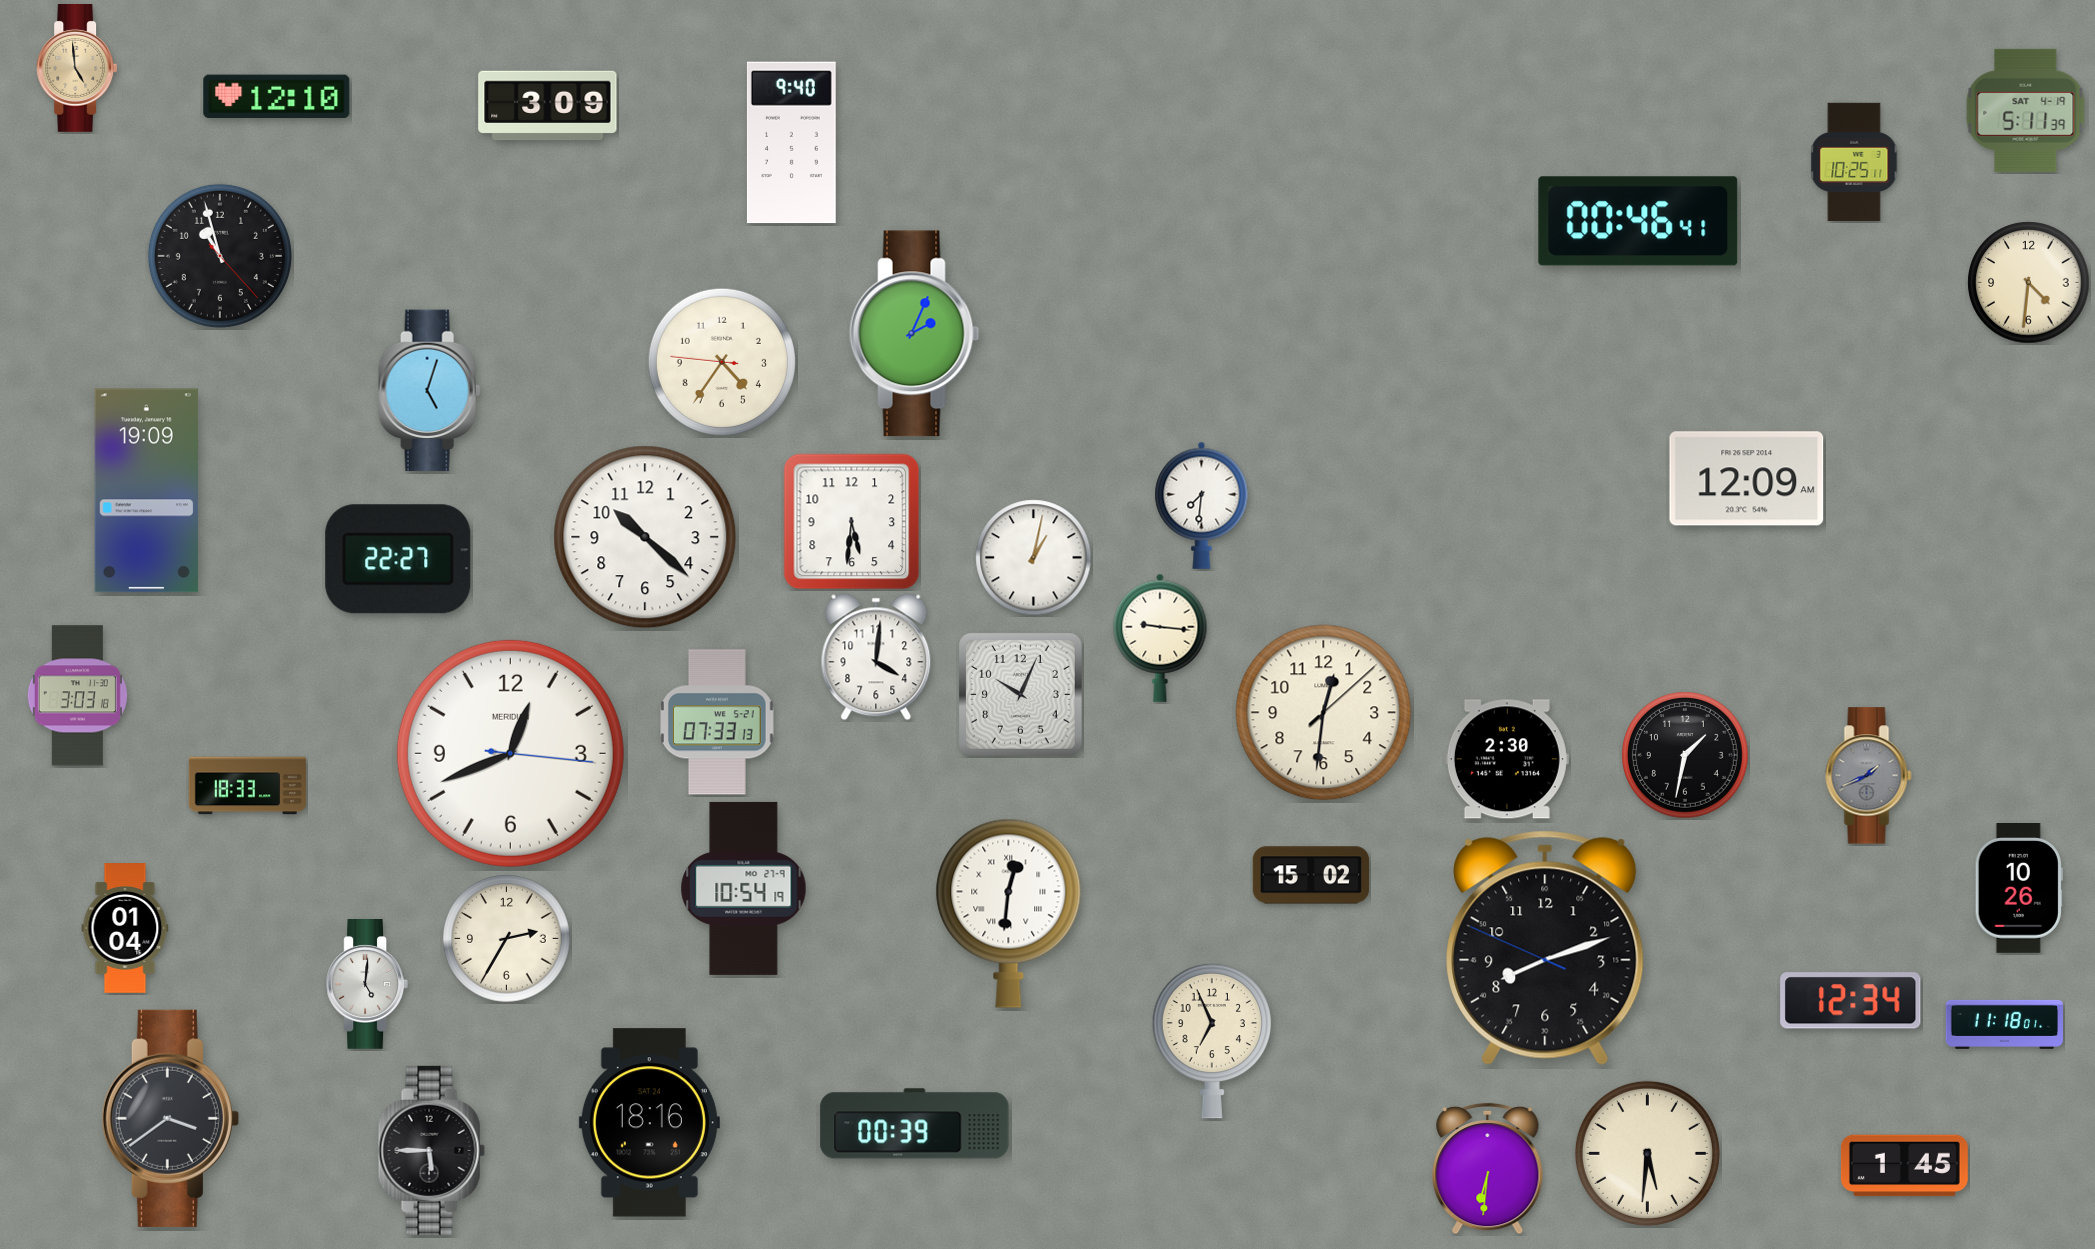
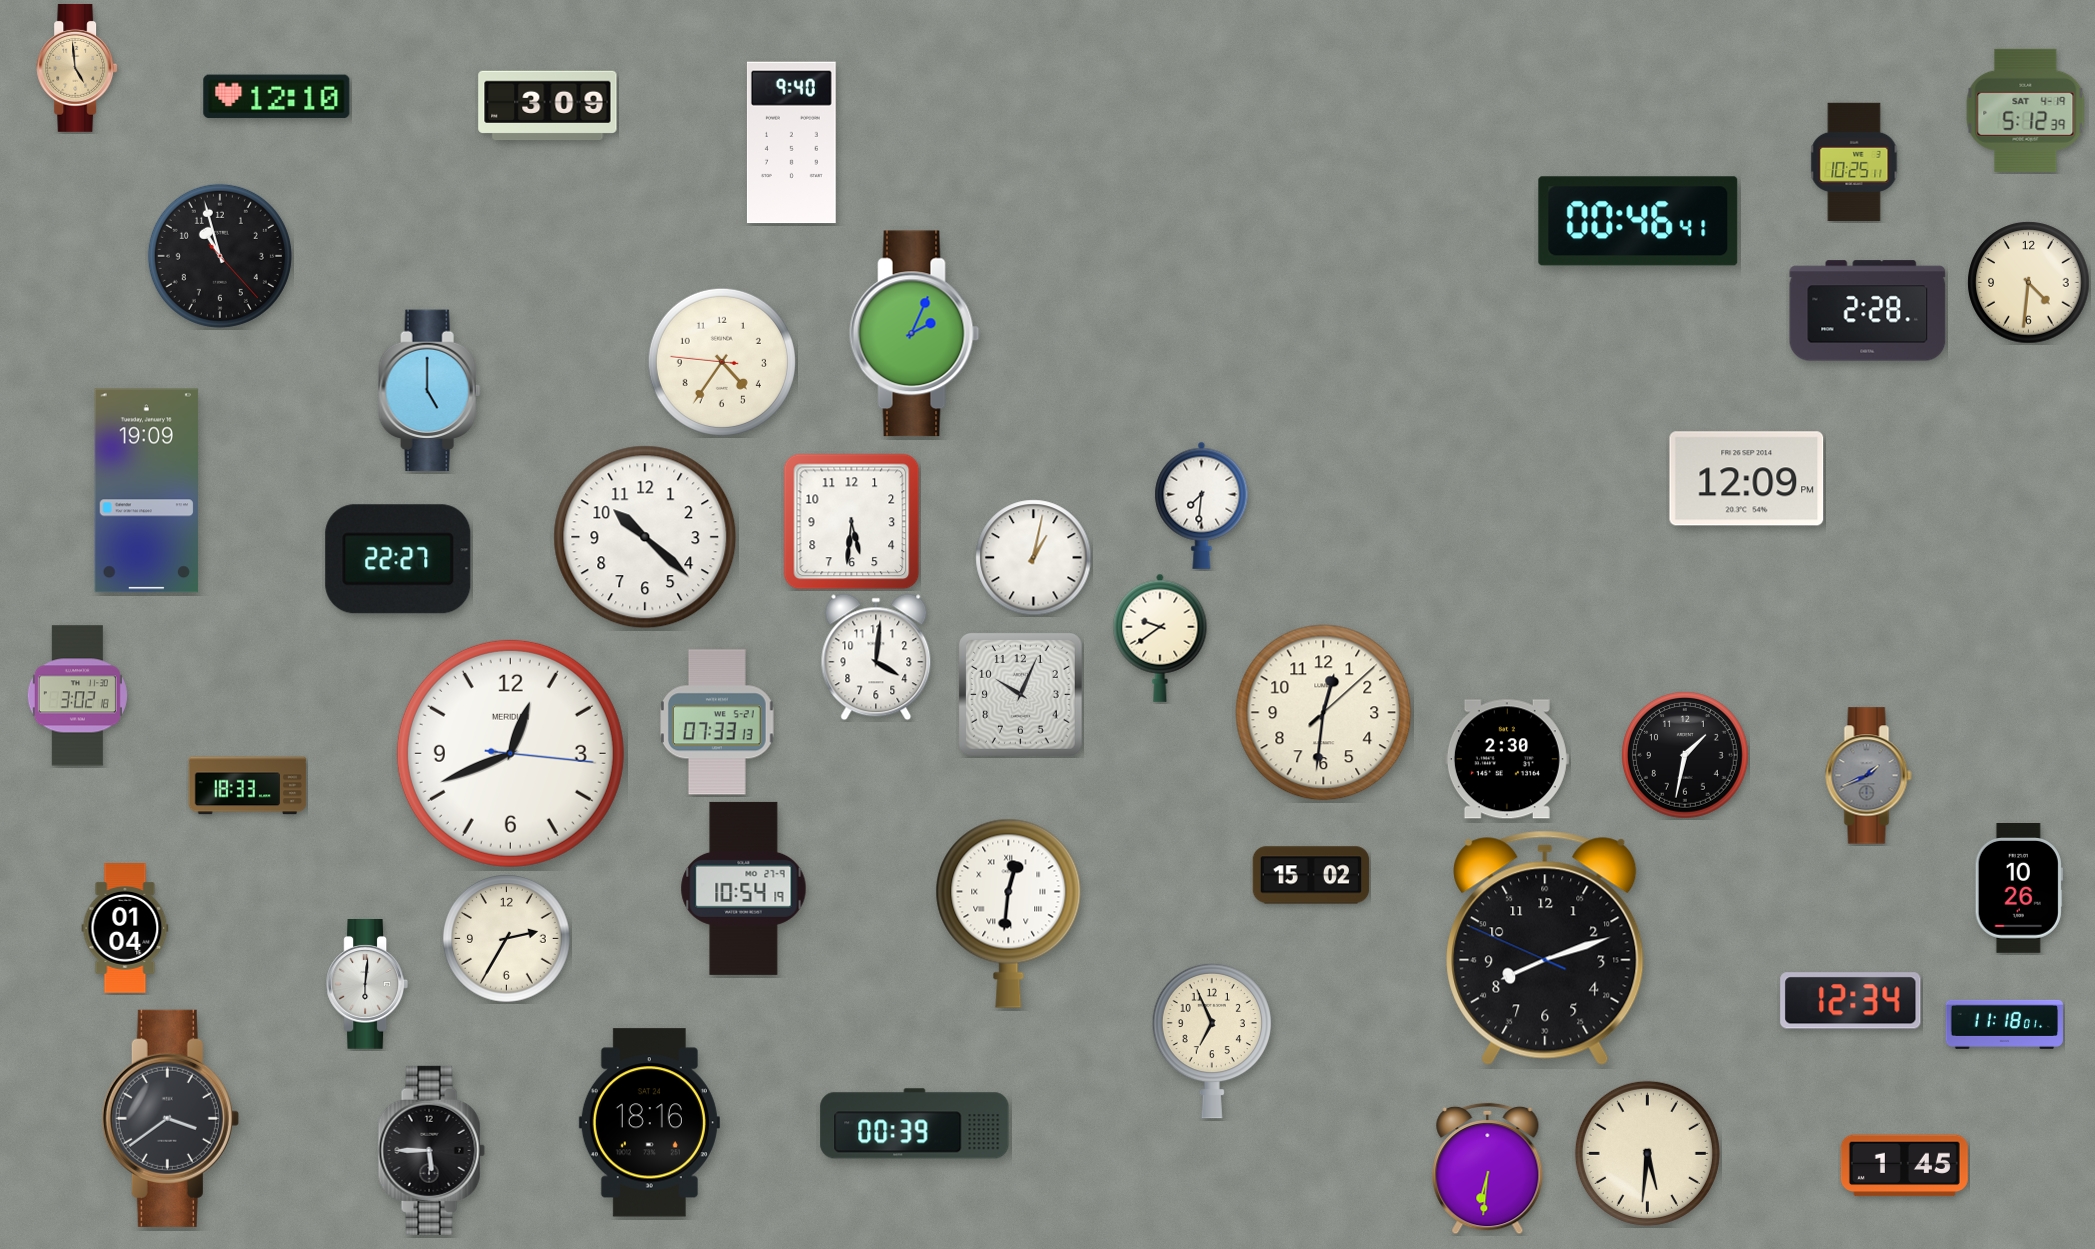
clock at (2026, 110): 5:11 -> 5:12
clock at (1868, 311): none -> 2:28
clock at (430, 391): 5:03 -> 5:00
clock at (1747, 479): 12:09 AM -> 12:09 PM
clock at (1160, 638): 9:16 -> 9:39
clock at (77, 696): 3:03 -> 3:02
clock at (366, 985): 5:01 -> 6:01
